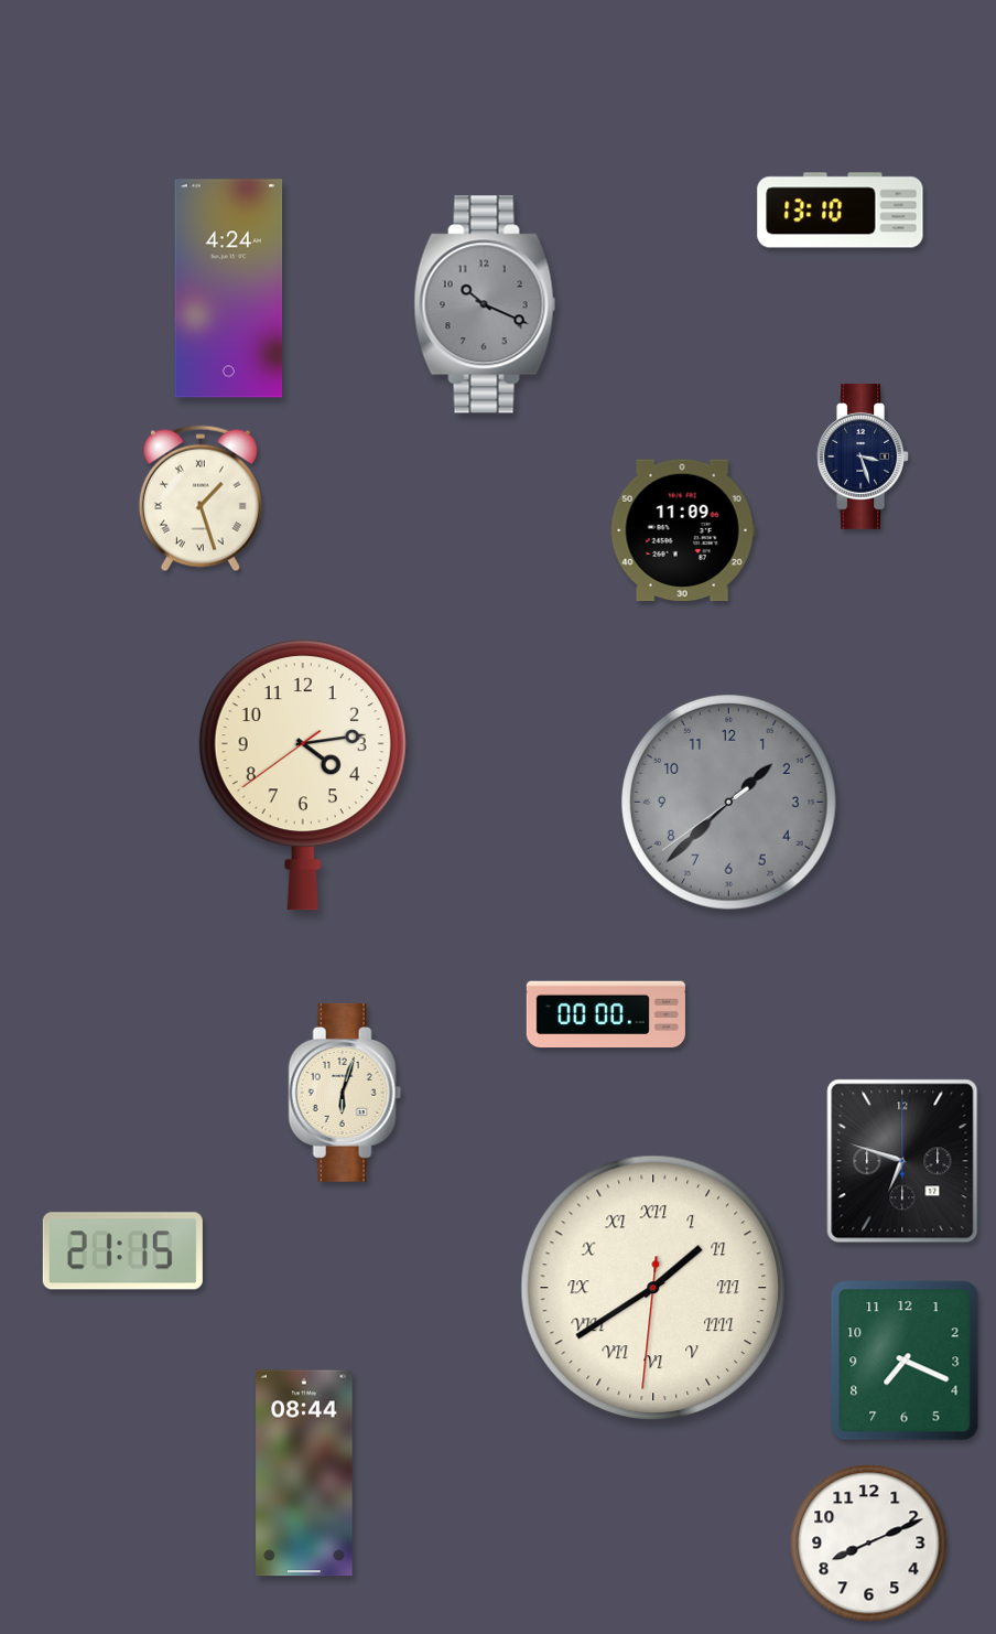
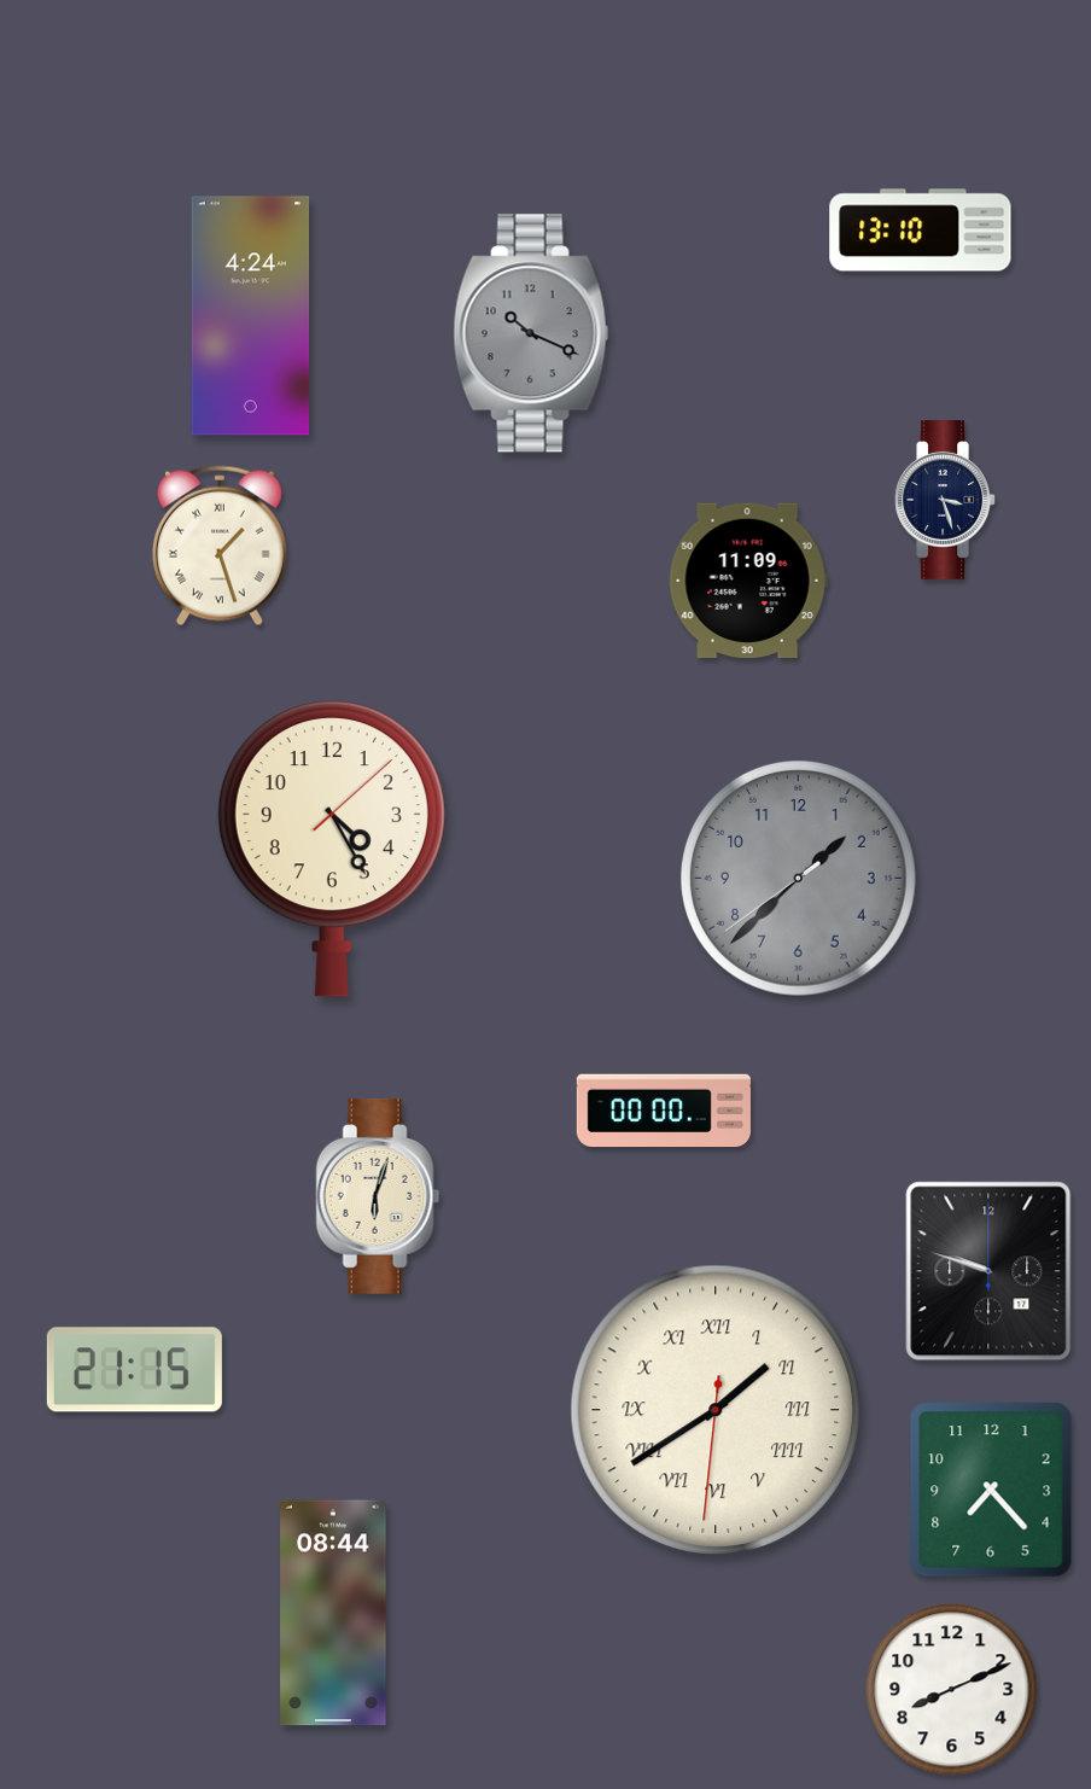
clock at (303, 775): 4:13 -> 4:25
clock at (902, 1161): 6:48 -> 9:48
clock at (905, 1361): 7:19 -> 7:23
